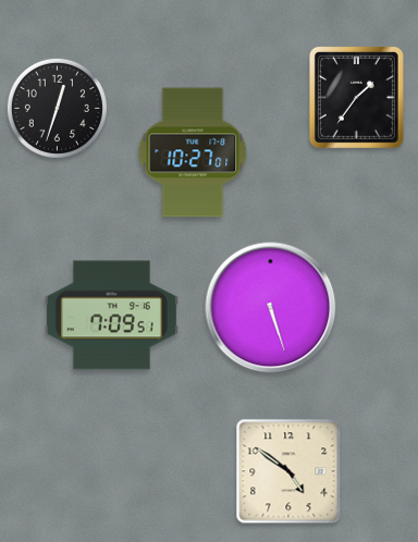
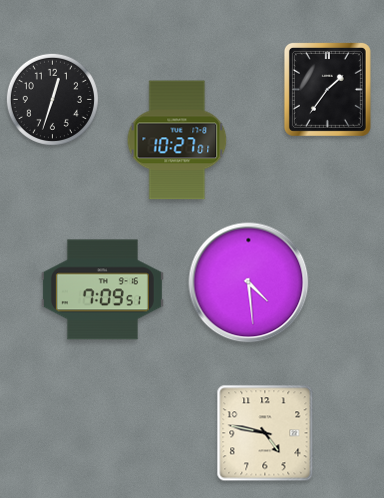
clock at (271, 308): 5:27 -> 4:29
clock at (288, 471): 4:51 -> 4:47
